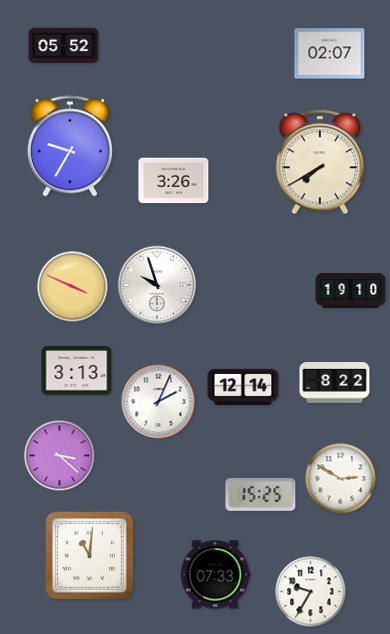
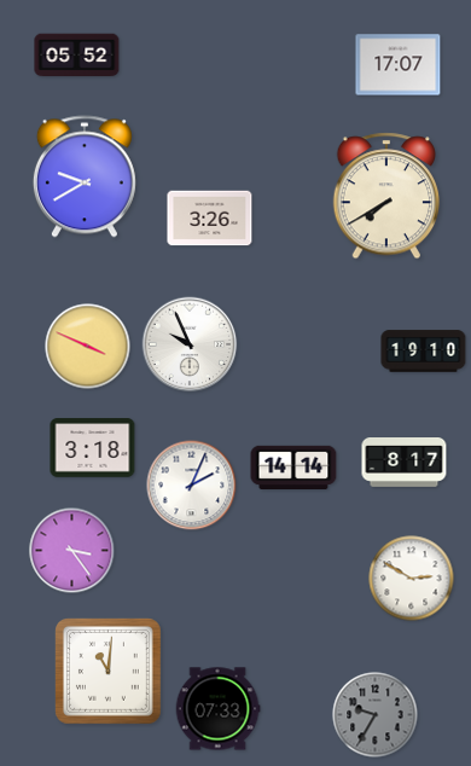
clock at (330, 54): 02:07 -> 17:07
clock at (70, 146): 9:35 -> 9:40
clock at (157, 285): 9:57 -> 9:56
clock at (77, 371): 3:13 -> 3:18
clock at (335, 383): 8:22 -> 8:17
clock at (243, 386): 12:14 -> 14:14
clock at (60, 456): 3:22 -> 3:24
clock at (261, 495): 15:25 -> none
clock at (215, 575) position: (215, 575) -> (217, 709)
clock at (311, 592) dial: white -> grey
